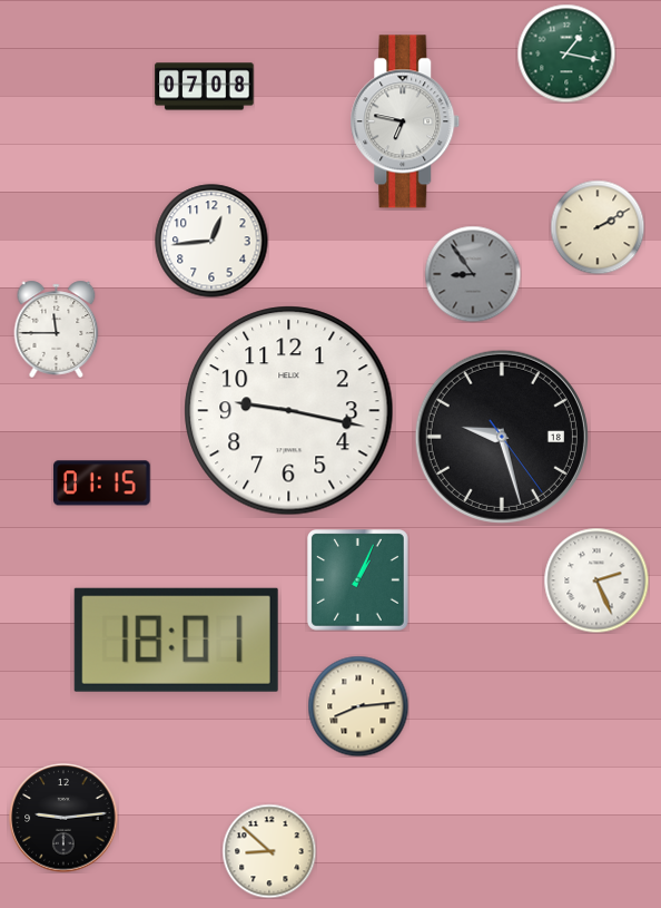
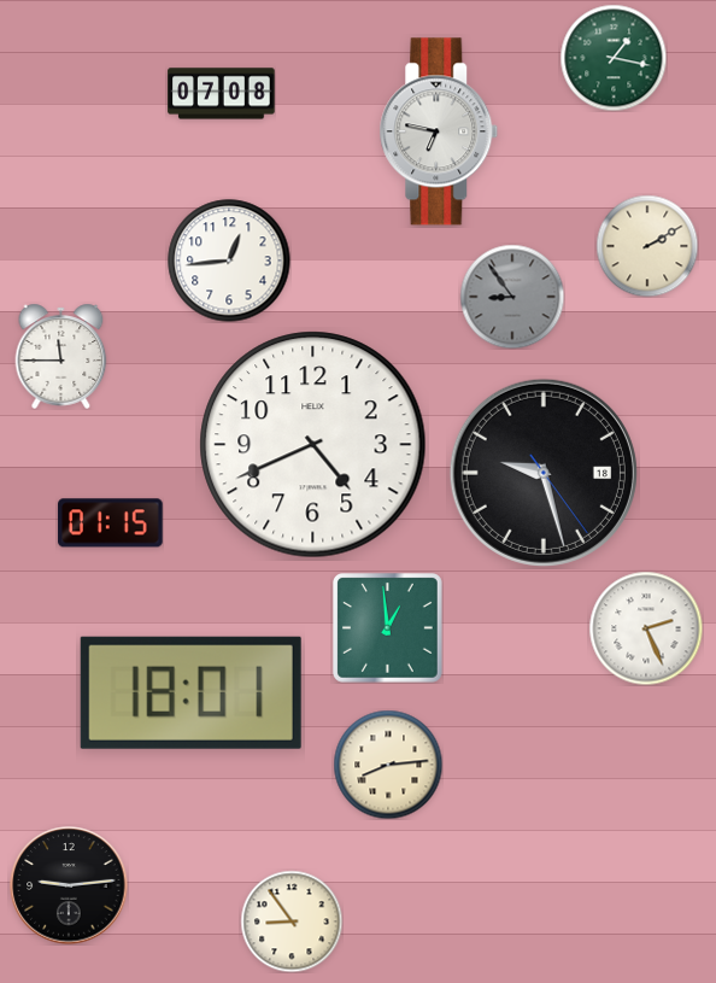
clock at (289, 411): 9:17 -> 4:41
clock at (358, 580): 1:04 -> 12:59
clock at (269, 851): 8:52 -> 8:54
